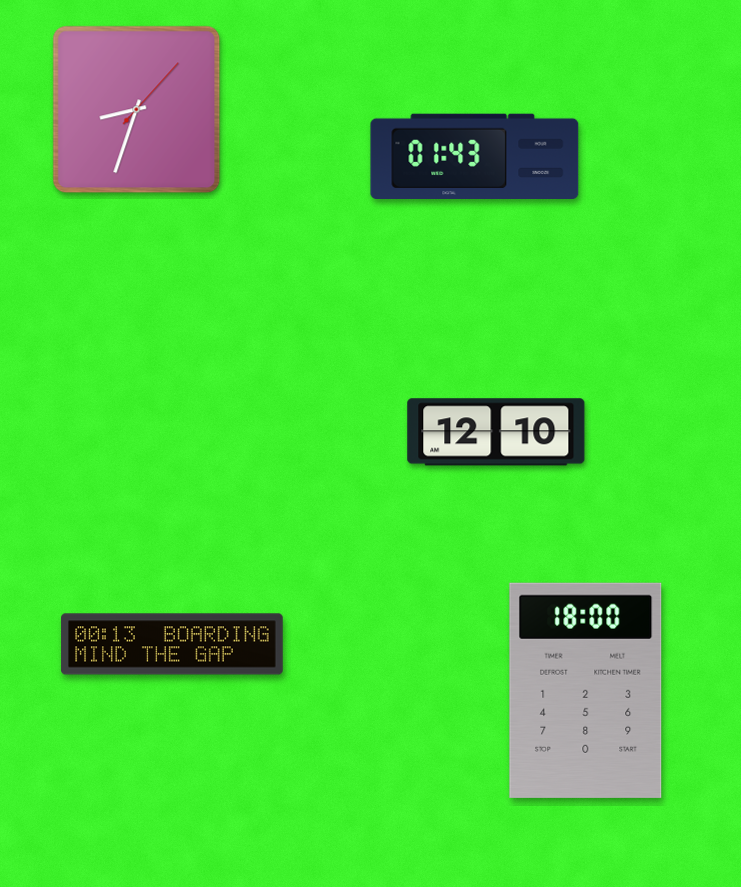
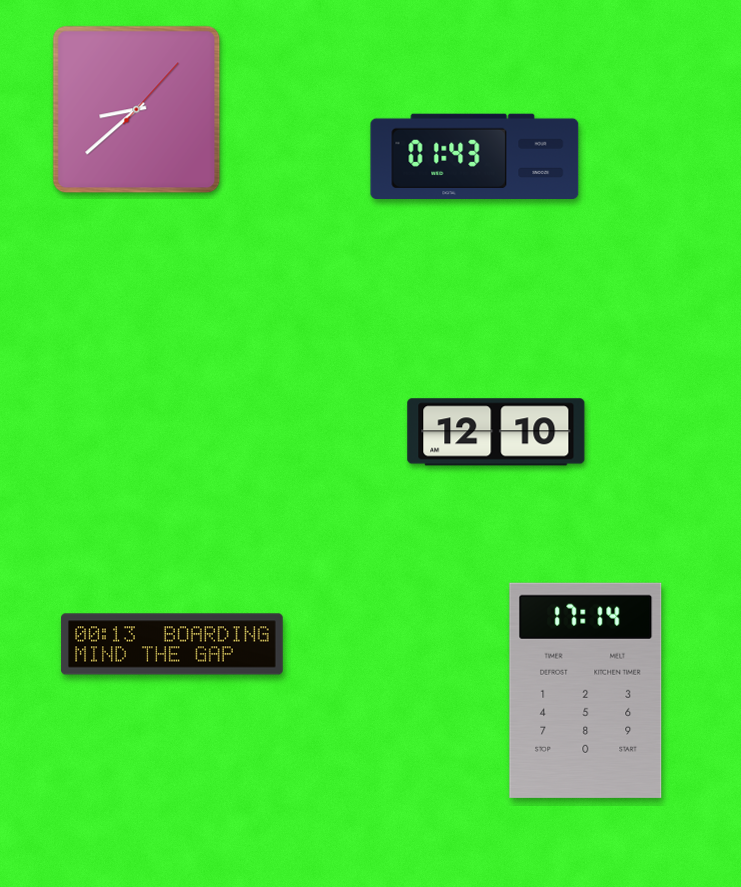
clock at (137, 110): 8:33 -> 8:38
clock at (586, 690): 18:00 -> 17:14
